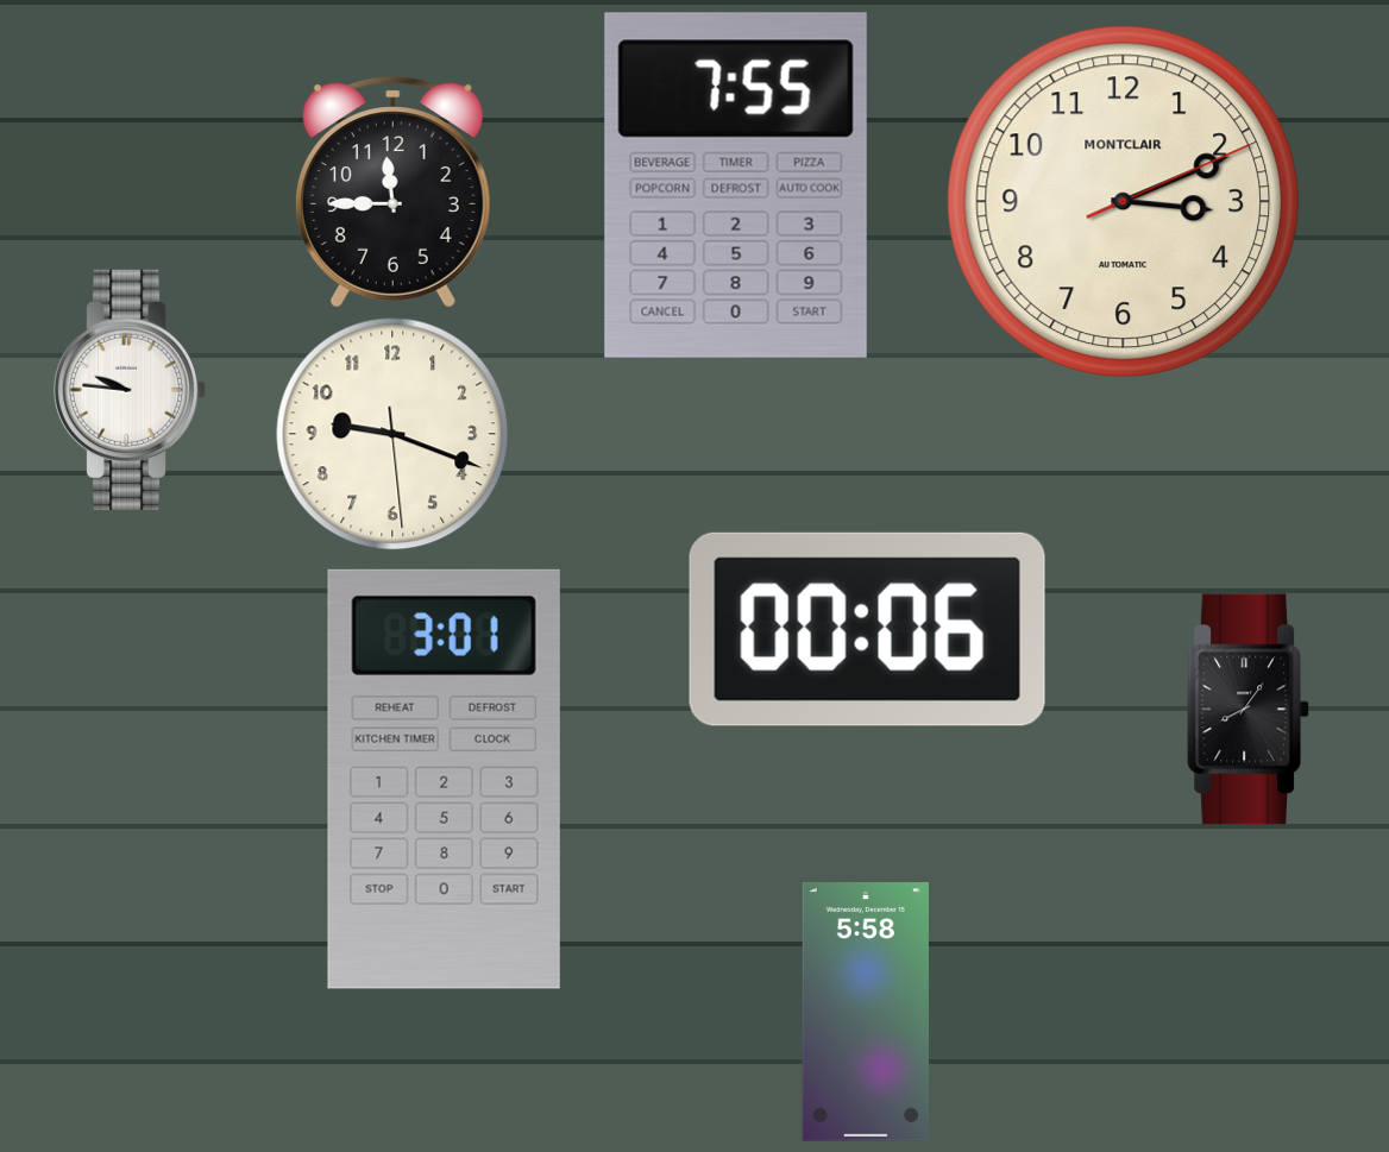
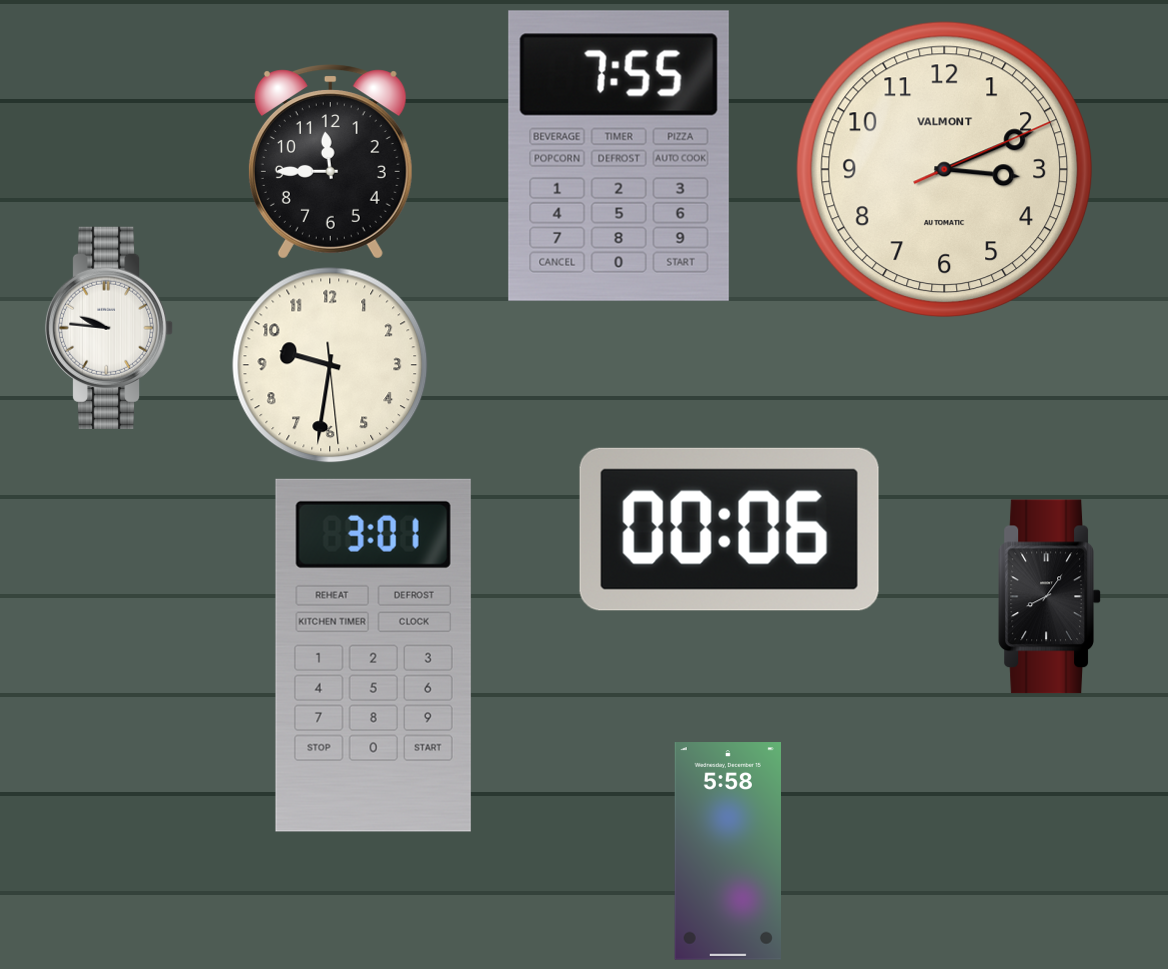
clock at (1123, 201) brand: MONTCLAIR -> VALMONT
clock at (392, 434): 9:18 -> 9:31
